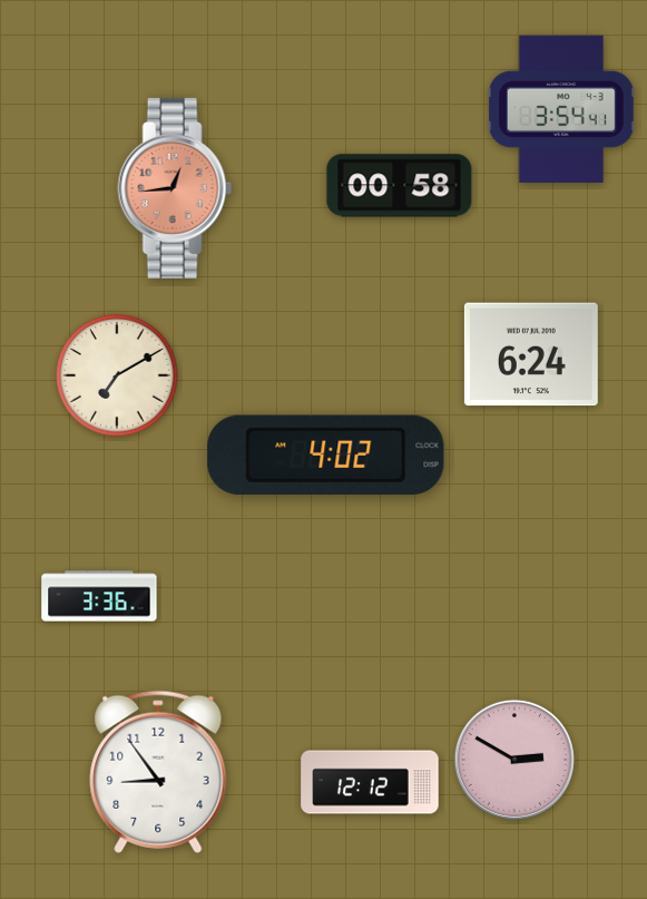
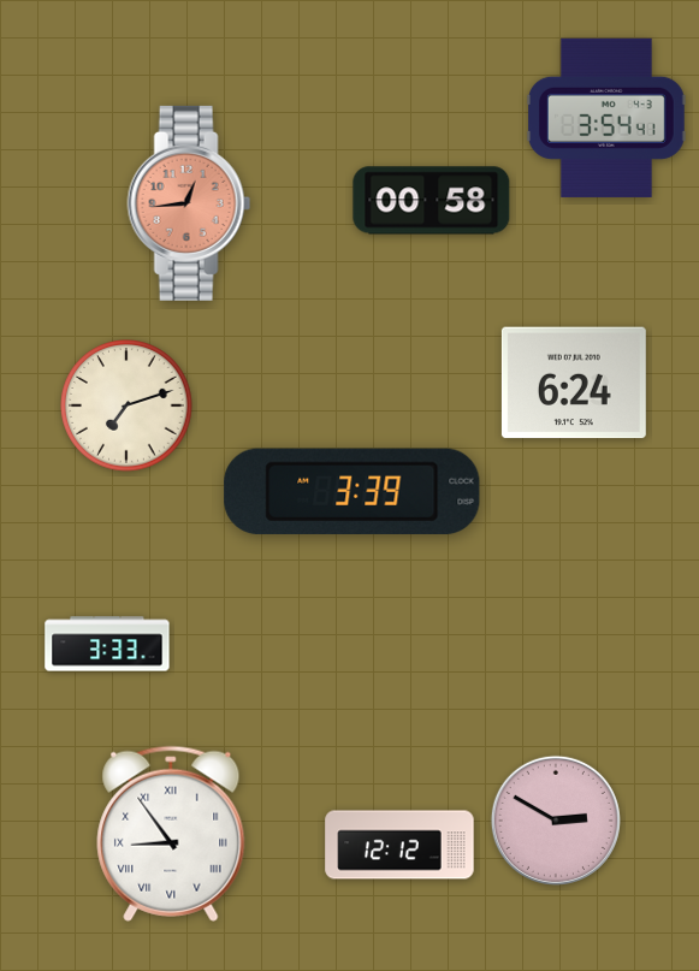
clock at (117, 375): 7:10 -> 7:12
clock at (326, 455): 4:02 -> 3:39
clock at (99, 596): 3:36 -> 3:33
clock at (158, 772) numerals: Arabic -> Roman
